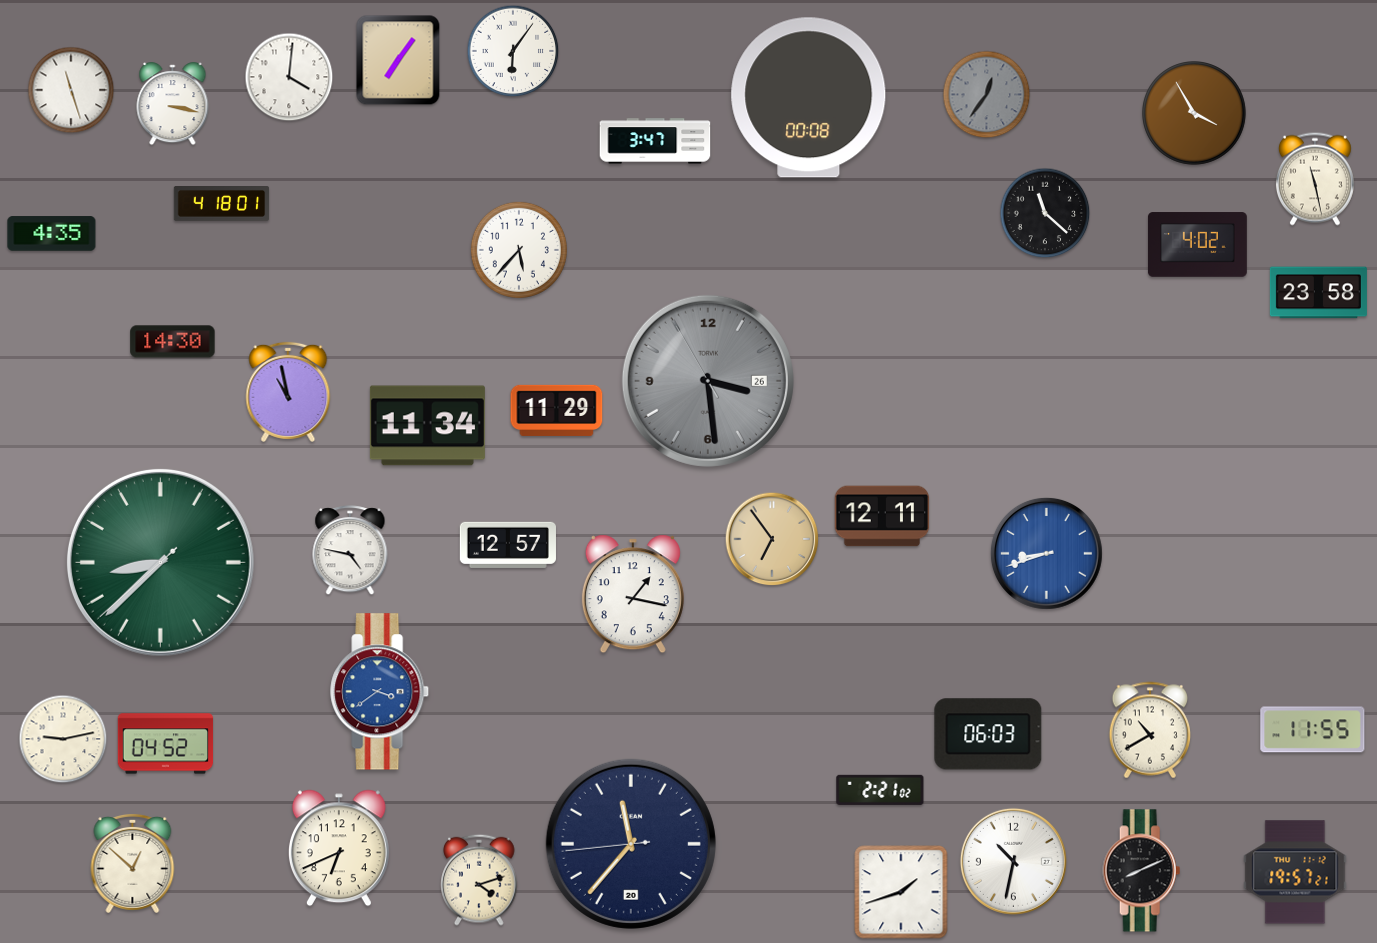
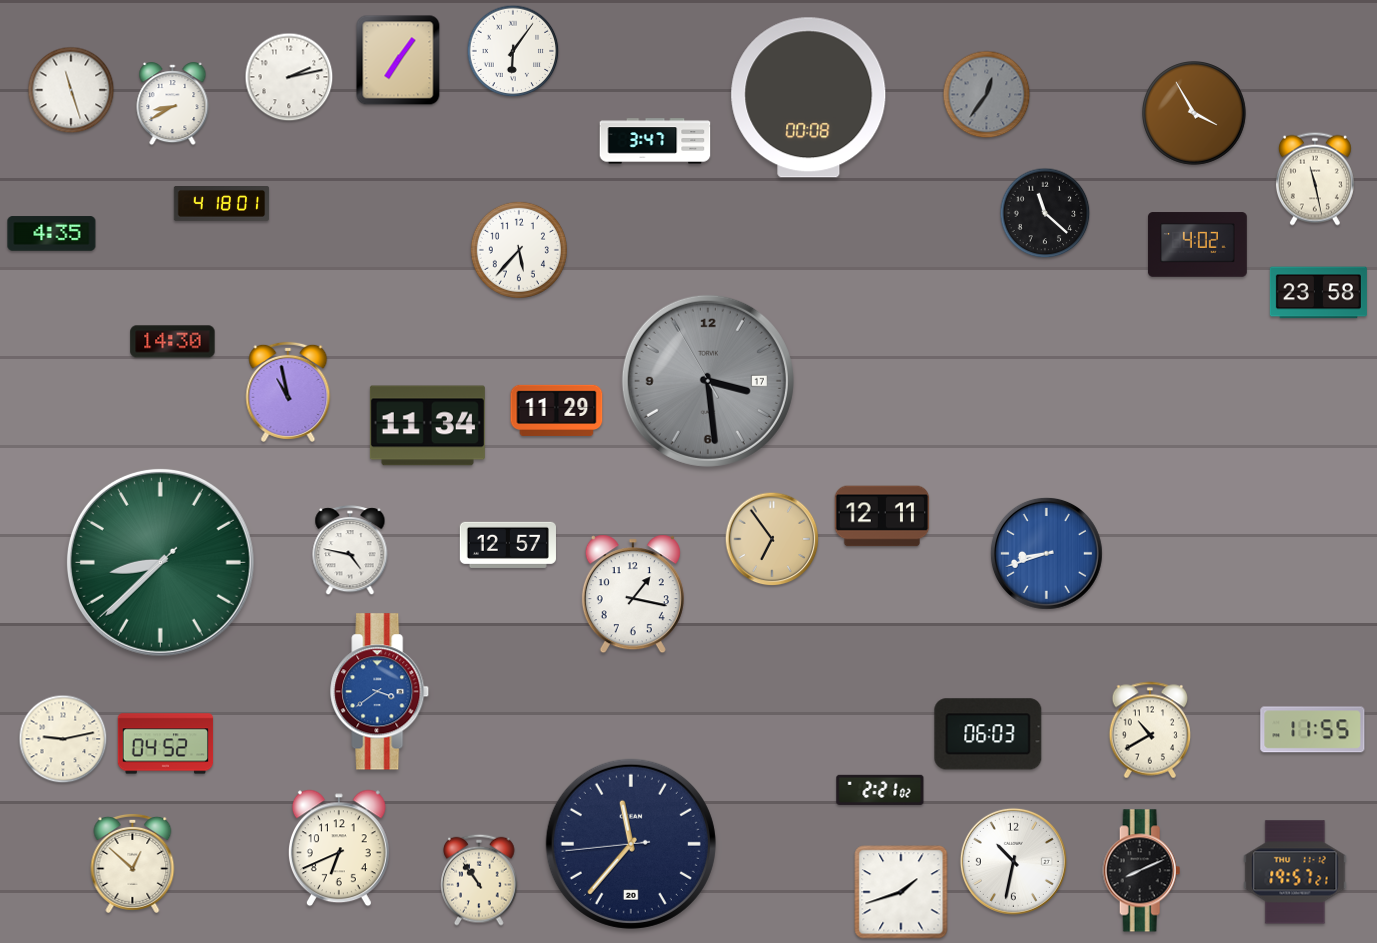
clock at (289, 77): 4:01 -> 2:13
clock at (173, 104): 3:17 -> 8:40
clock at (708, 381) date: 26 -> 17
clock at (479, 880): 4:12 -> 10:54
